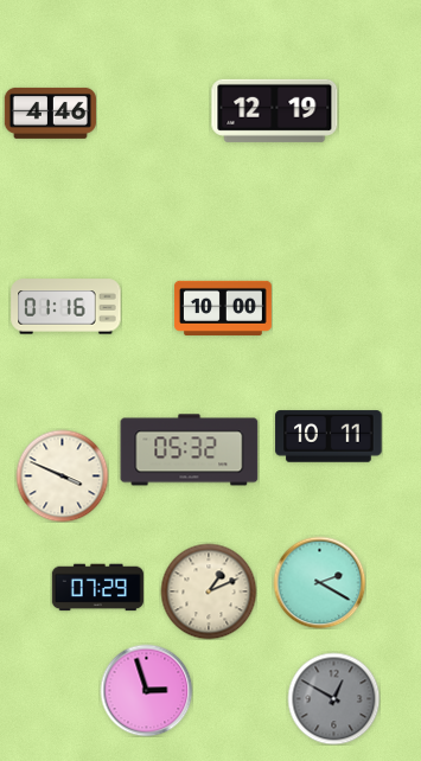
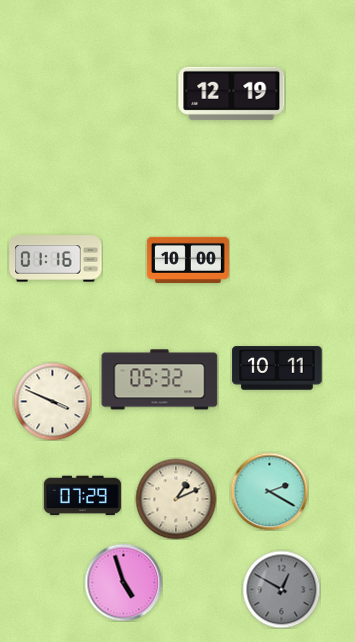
clock at (50, 113): 4:46 -> none
clock at (146, 690): 2:57 -> 4:57
